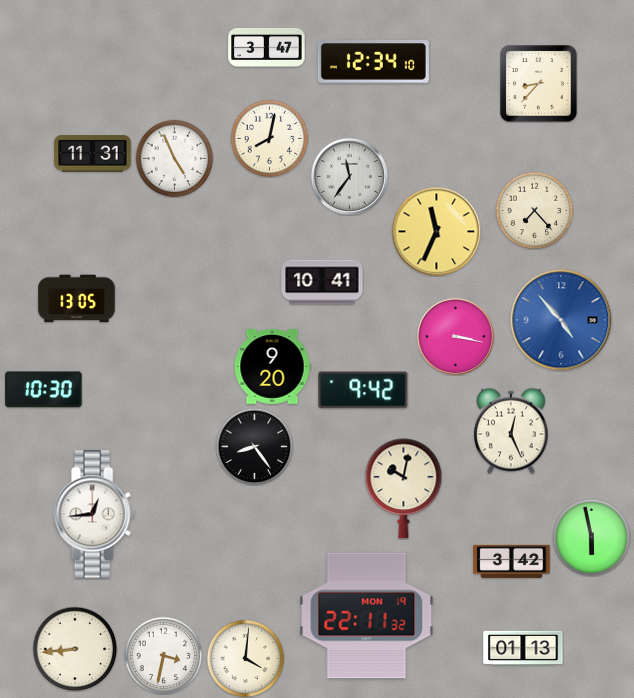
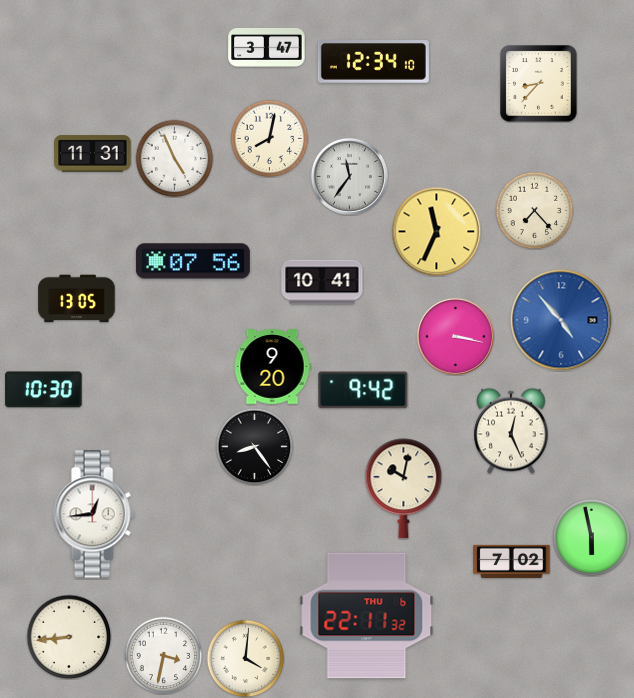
clock at (193, 261): none -> 07:56
clock at (512, 561): 3:42 -> 7:02
clock at (367, 616) date: MON 19 -> THU 6
clock at (523, 648): 01:13 -> none
clock at (75, 649) position: (75, 649) -> (69, 637)
